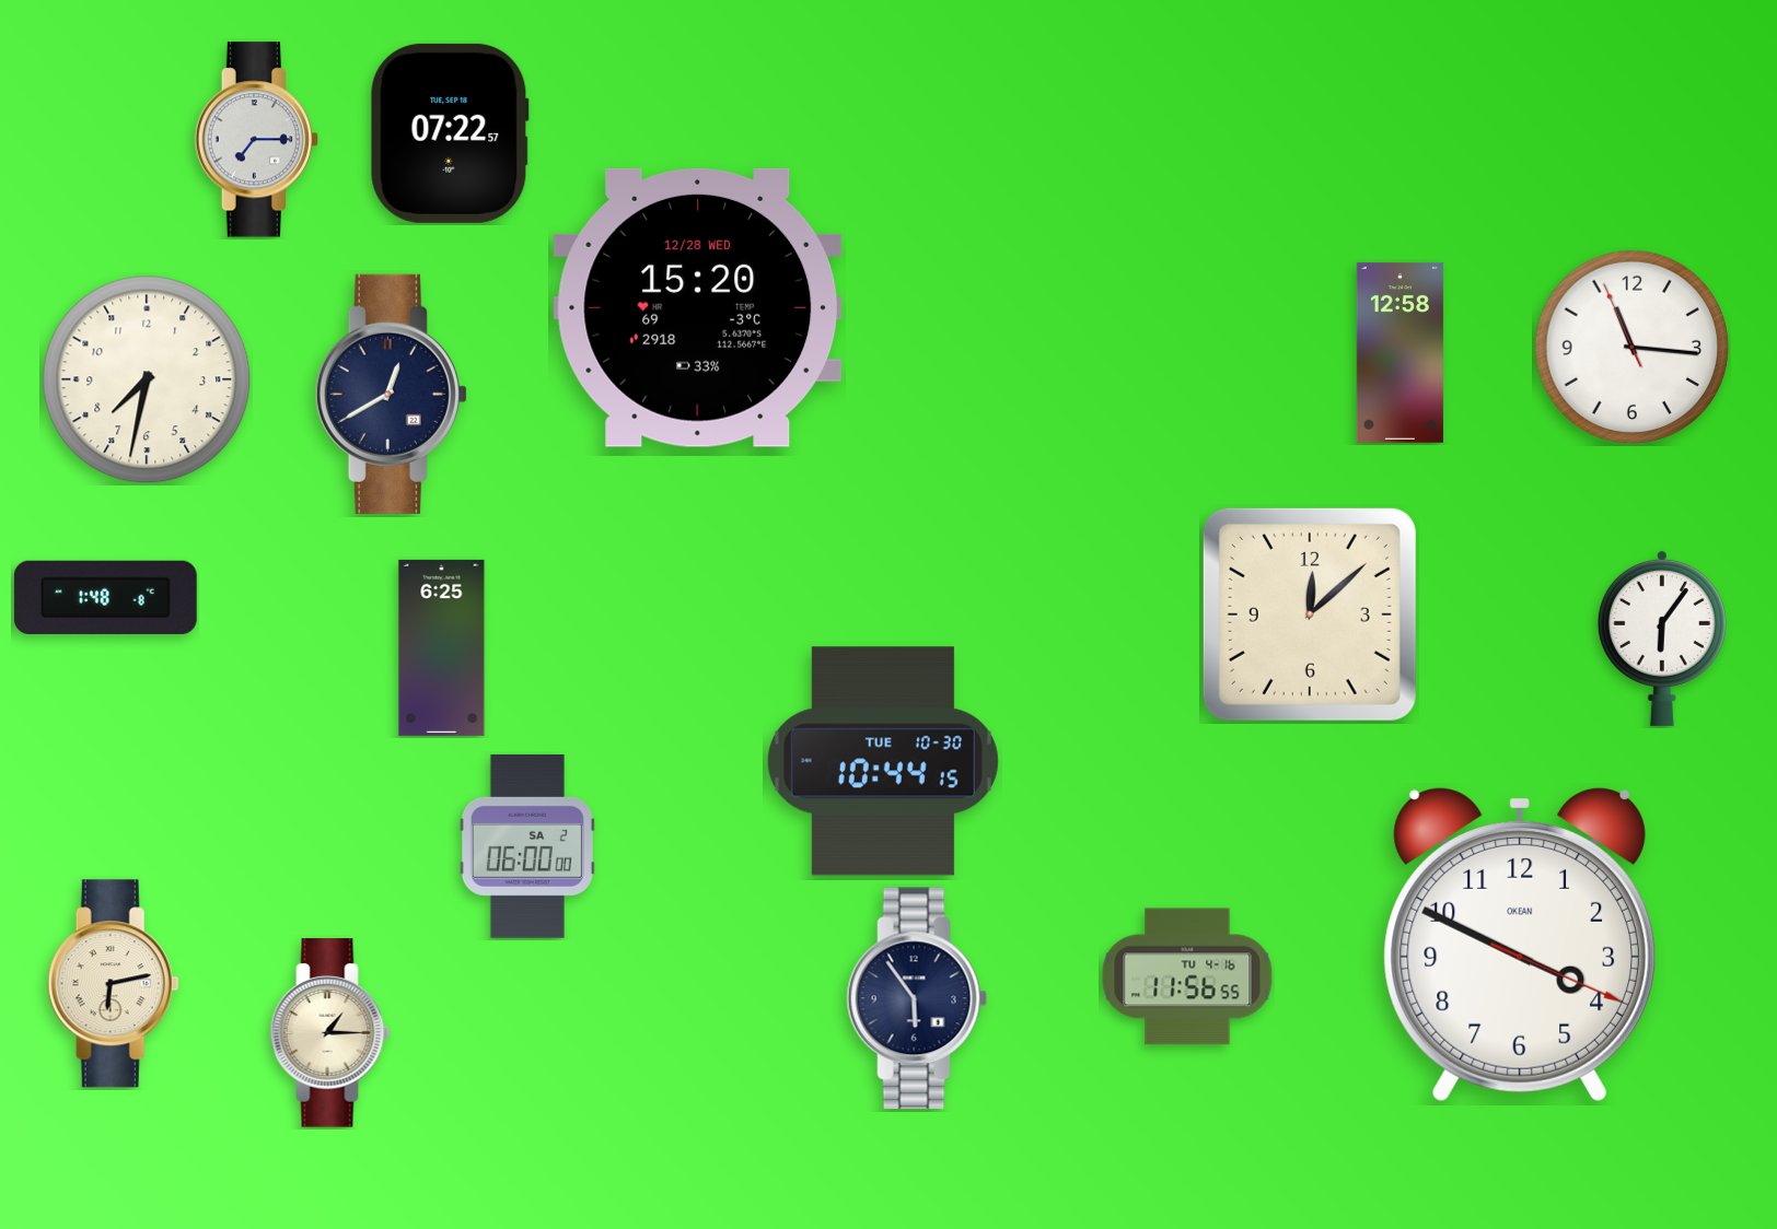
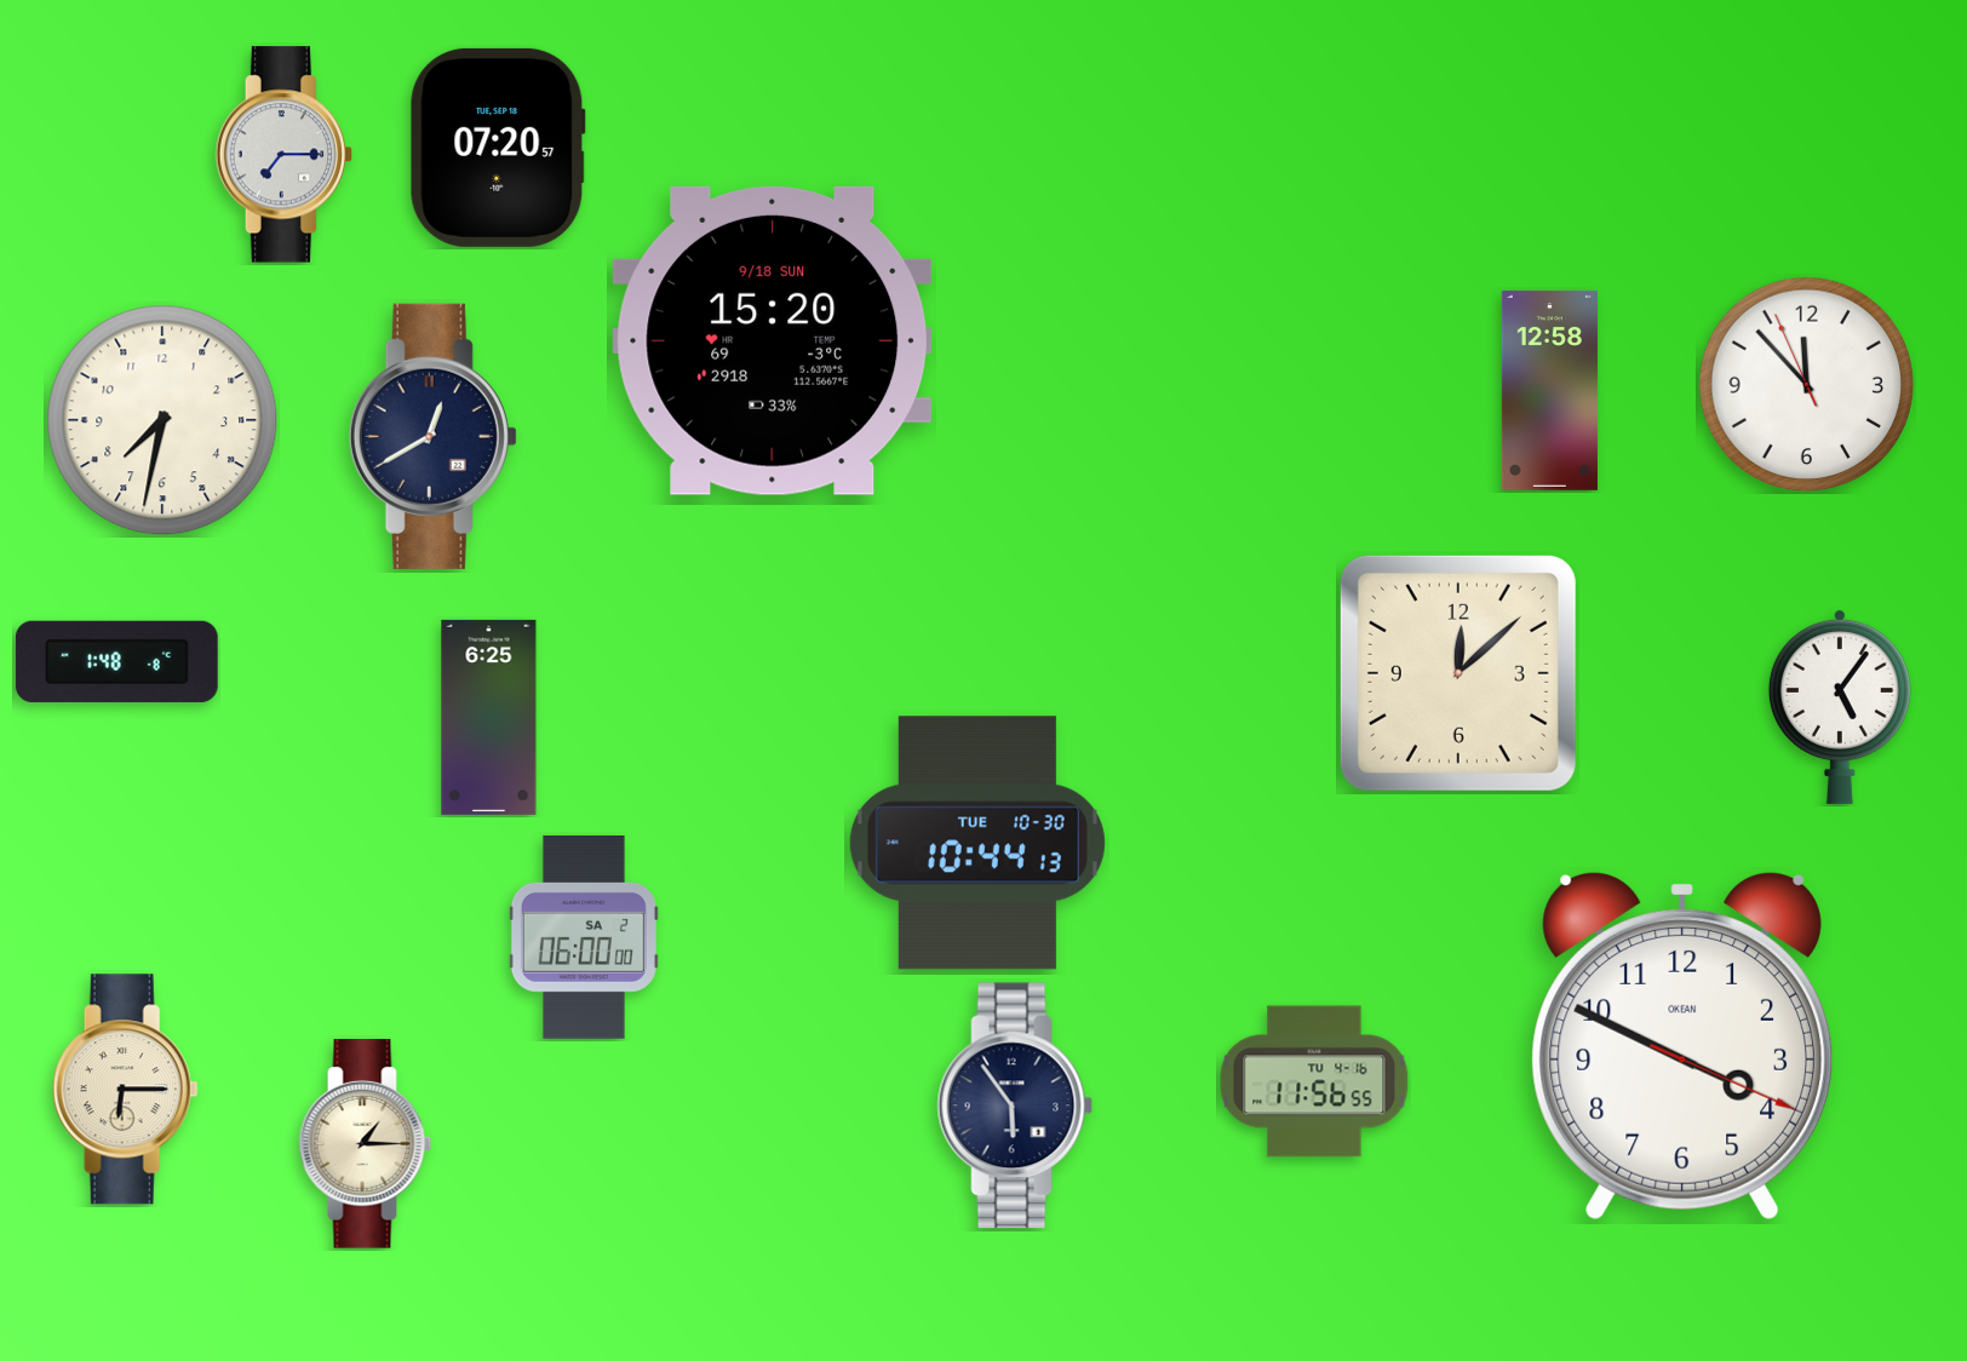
clock at (450, 133): 07:22 -> 07:20
clock at (698, 307) date: 12/28 WED -> 9/18 SUN
clock at (1633, 348): 11:15 -> 11:52
clock at (1310, 614) position: (1310, 614) -> (1458, 673)
clock at (1662, 637): 6:06 -> 5:06
clock at (883, 761): 10:44:15 -> 10:44:13
clock at (113, 984): 6:13 -> 6:15
